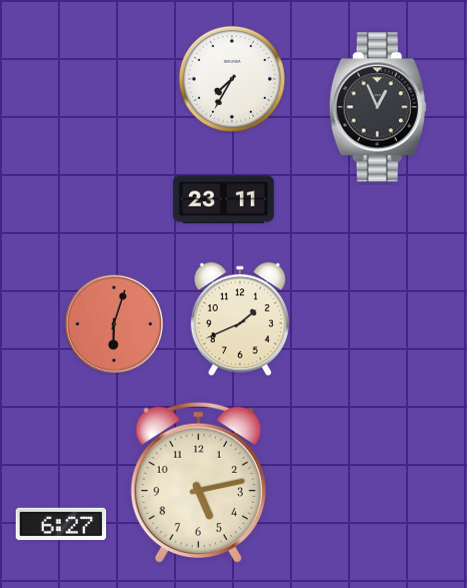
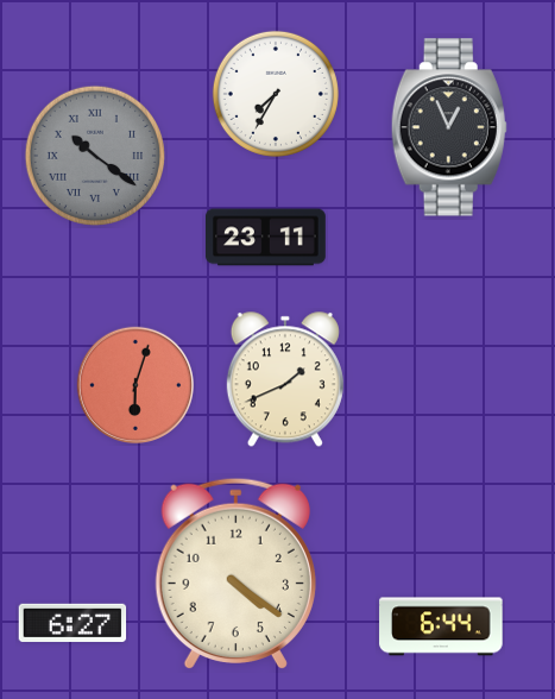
clock at (94, 155): none -> 10:21
clock at (198, 483): 5:13 -> 4:21
clock at (441, 626): none -> 6:44
